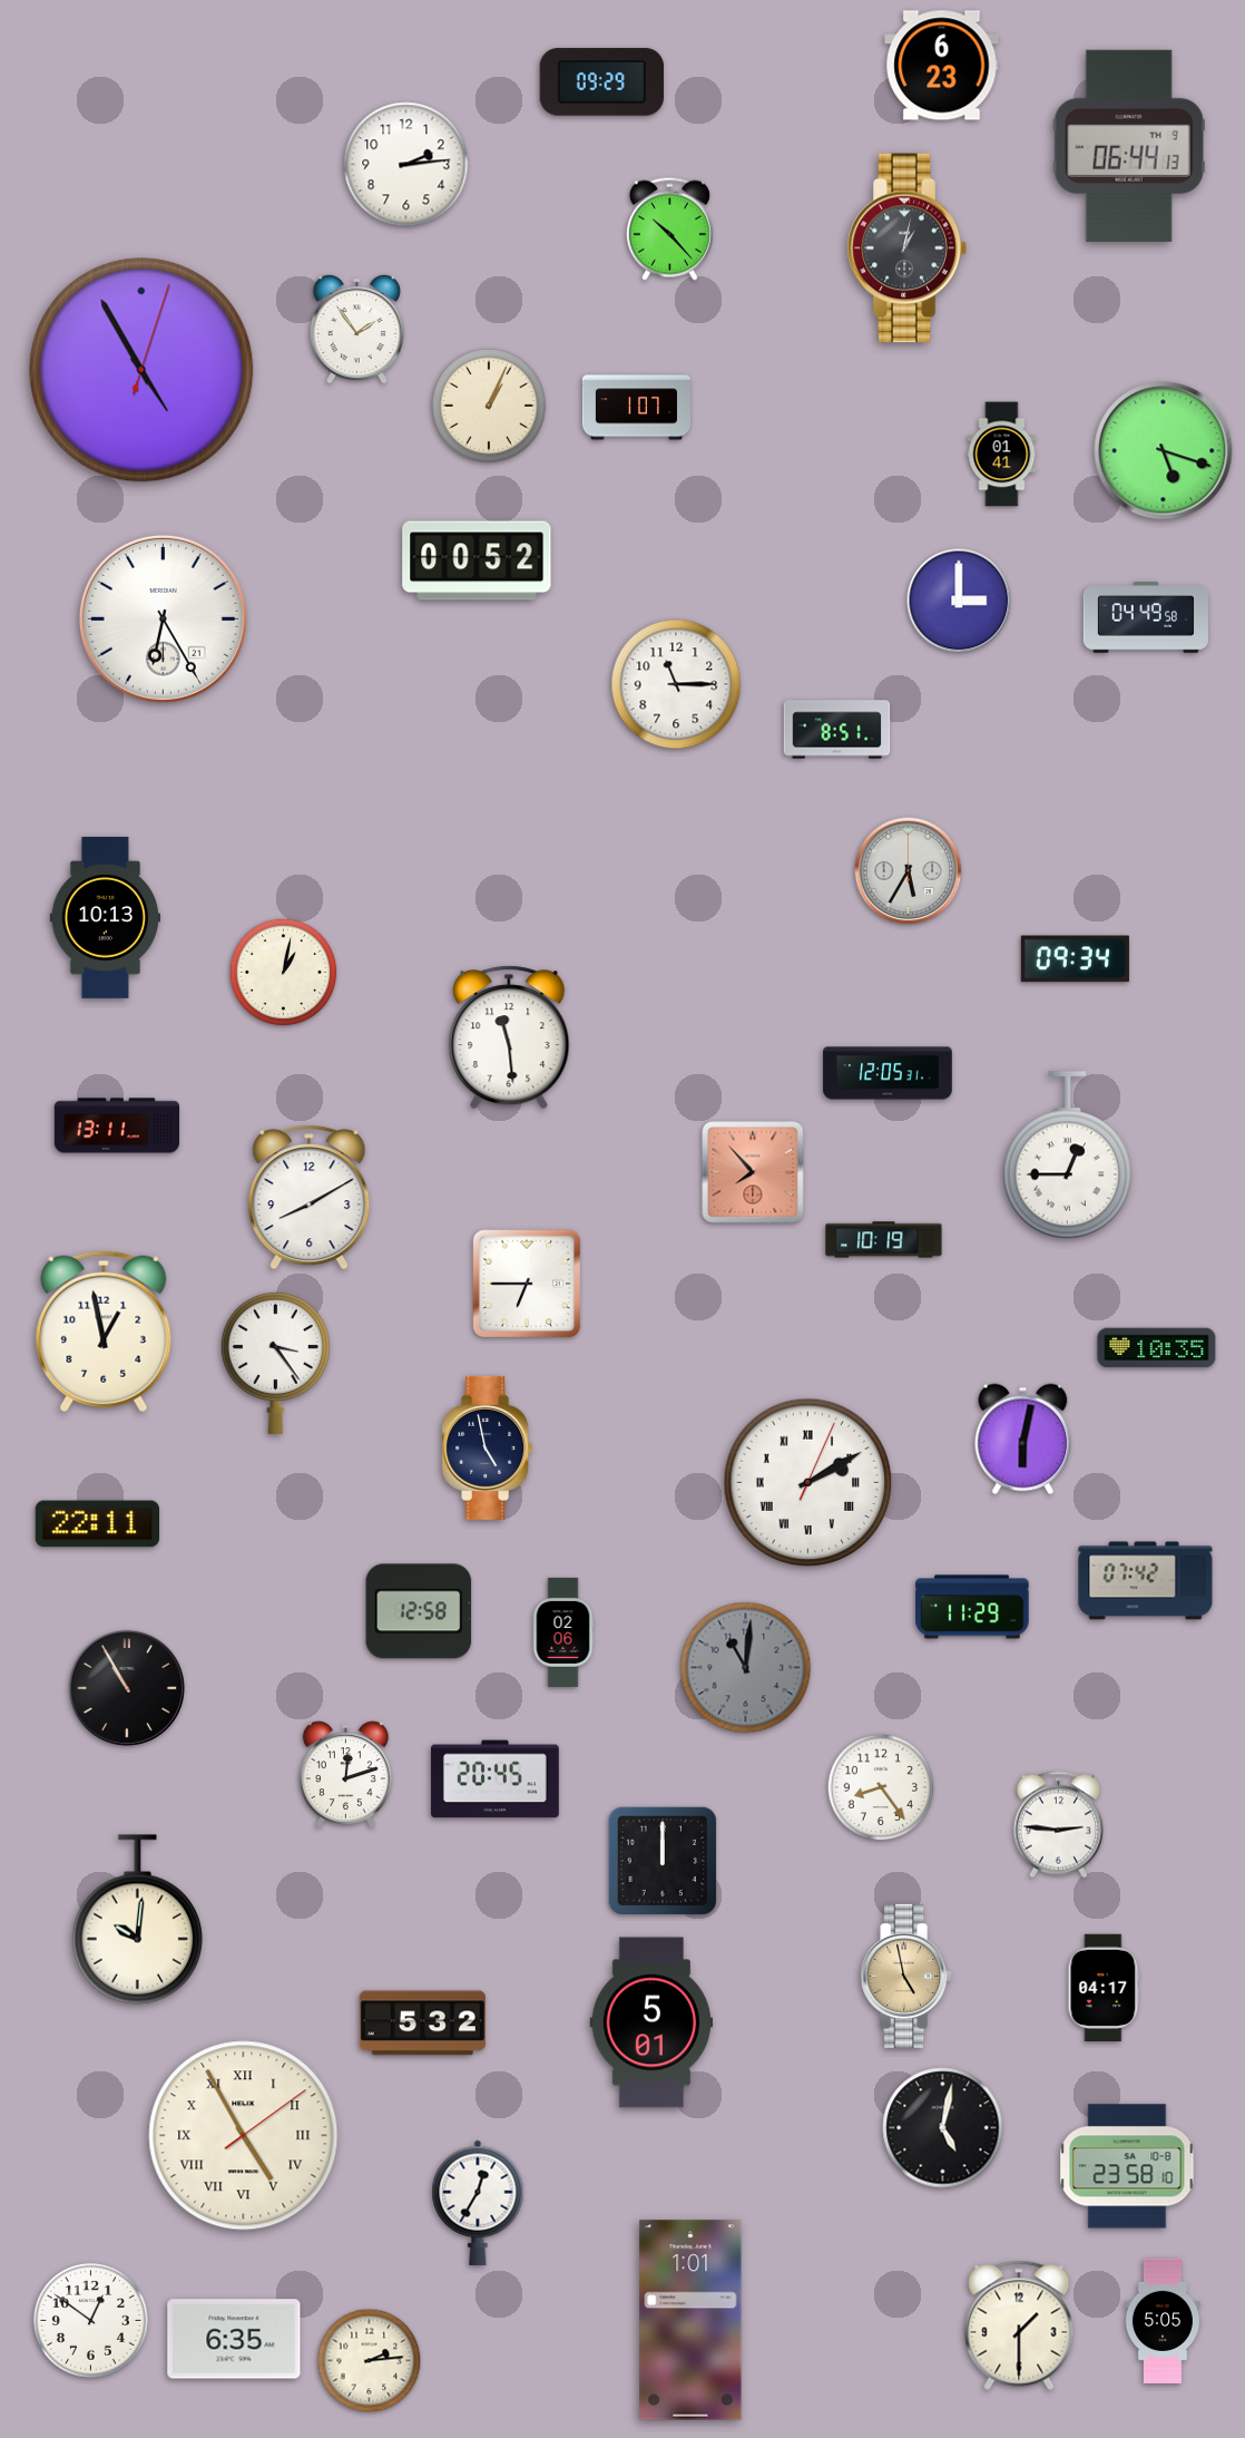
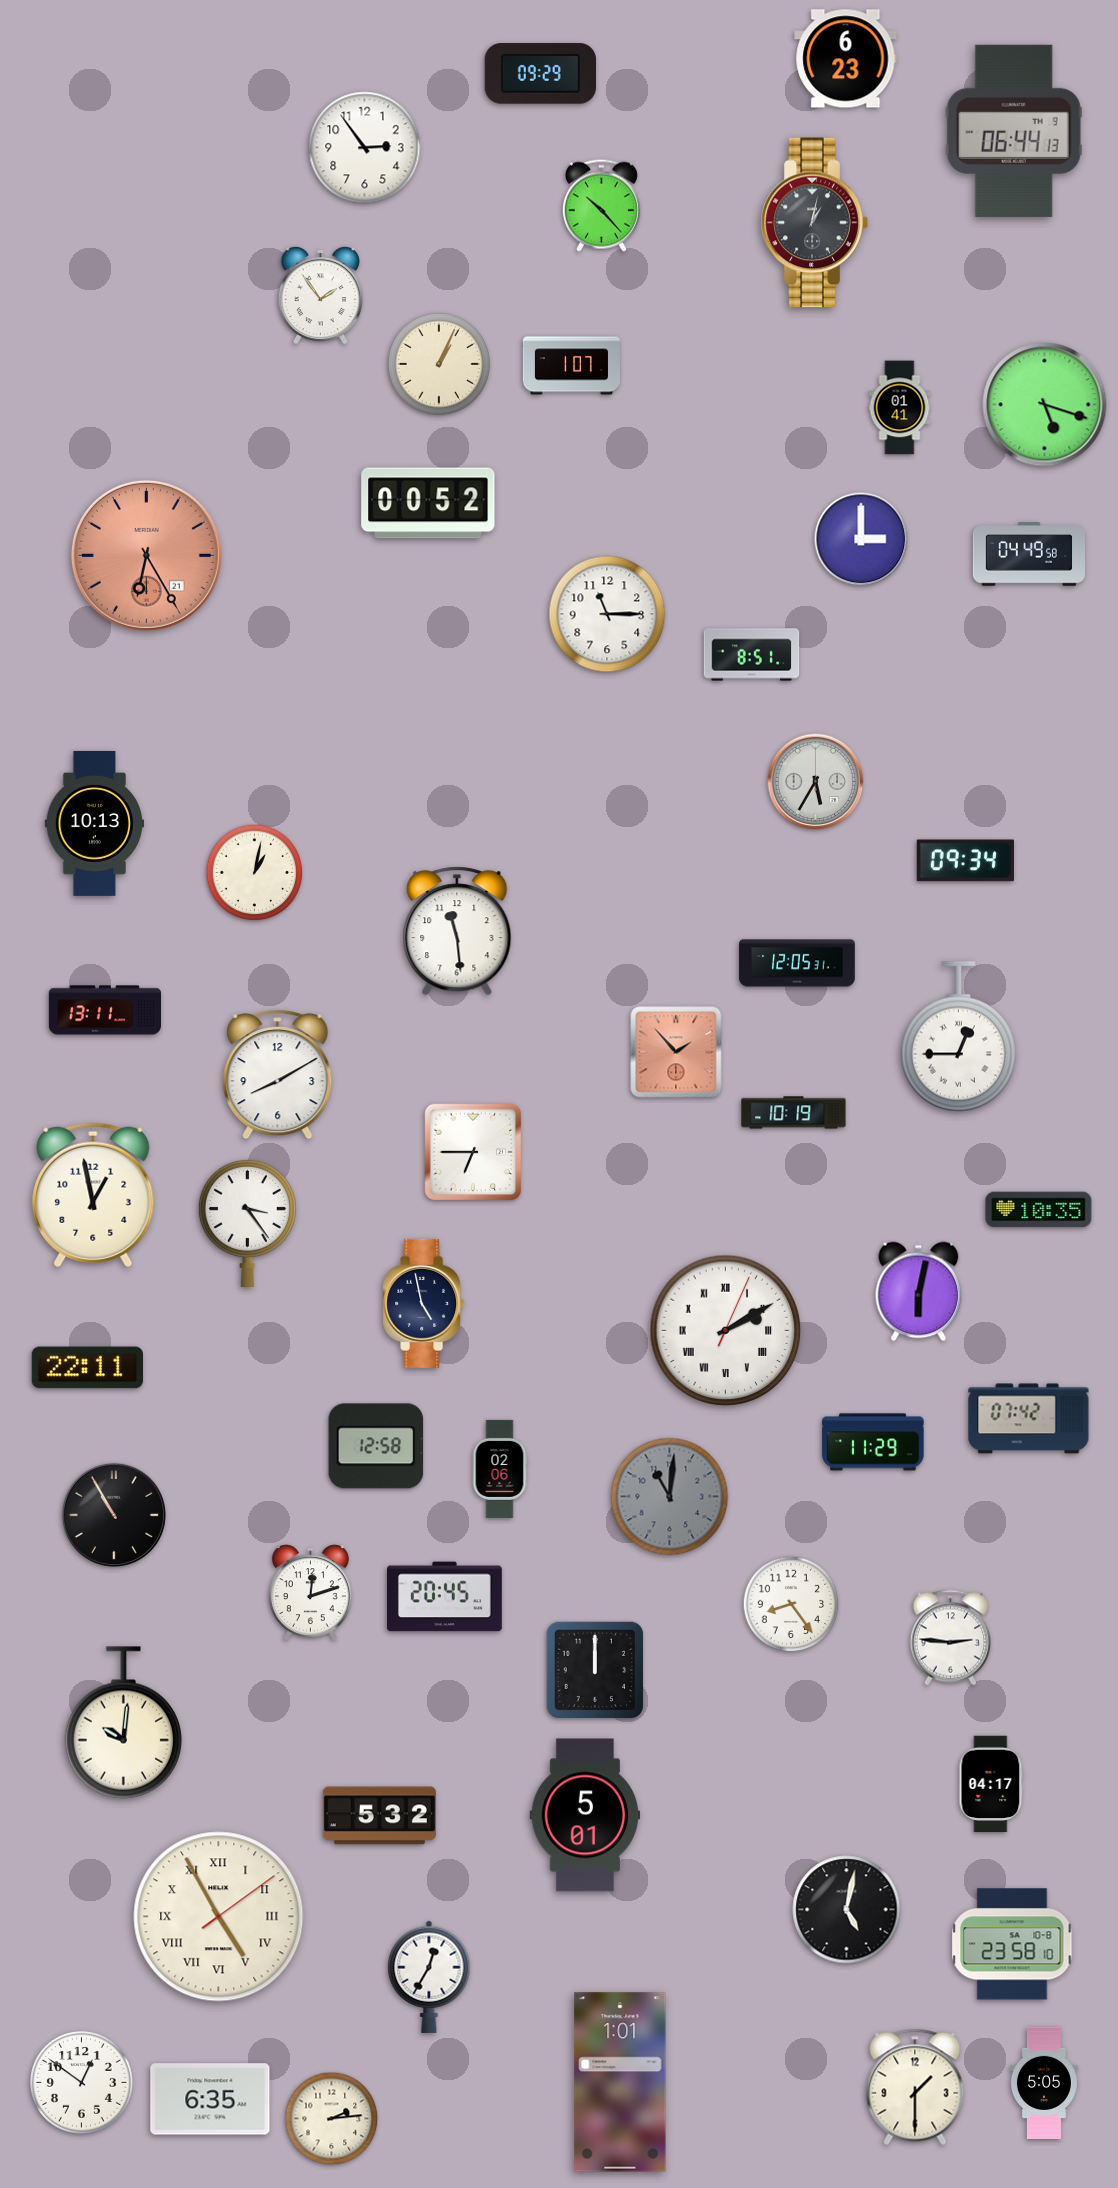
clock at (406, 165): 2:14 -> 2:54
clock at (141, 370): 4:55 -> none
clock at (163, 618) dial: white -> salmon
clock at (753, 1172): 7:53 -> 1:53
clock at (488, 1447) position: (488, 1447) -> (424, 1303)
clock at (563, 1632) position: (563, 1632) -> (500, 1469)
clock at (906, 1976): 4:58 -> none
